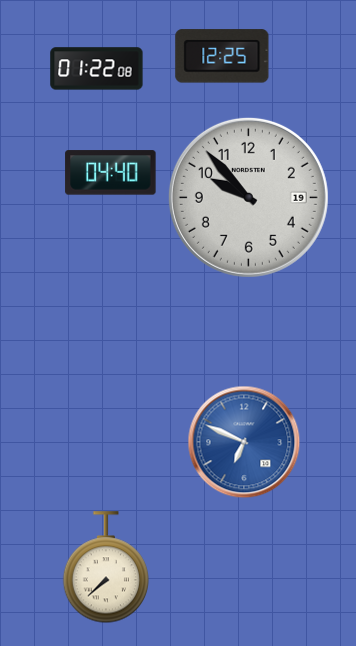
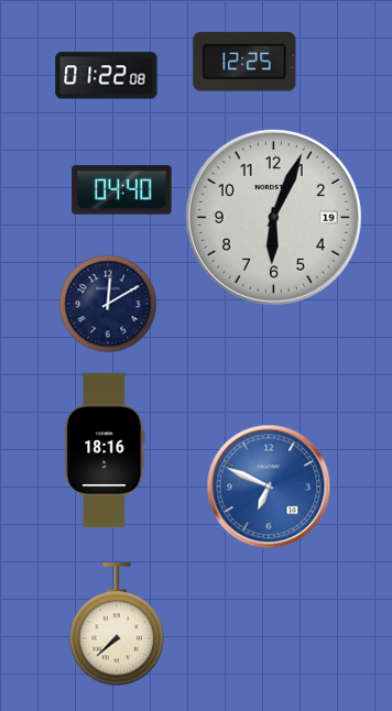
clock at (248, 197): 9:53 -> 6:04
clock at (108, 304): none -> 12:10
clock at (105, 450): none -> 18:16
